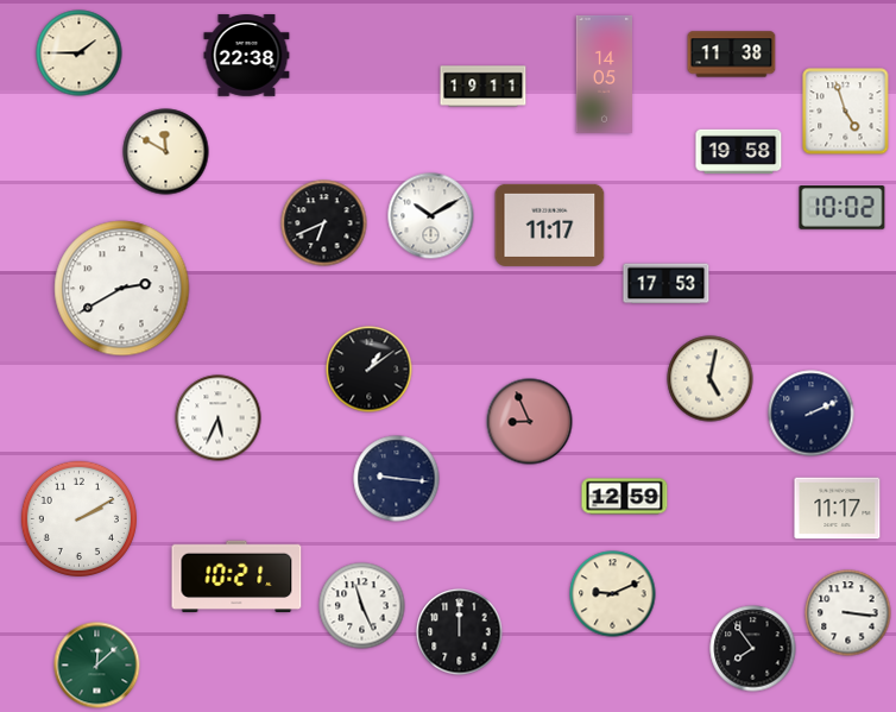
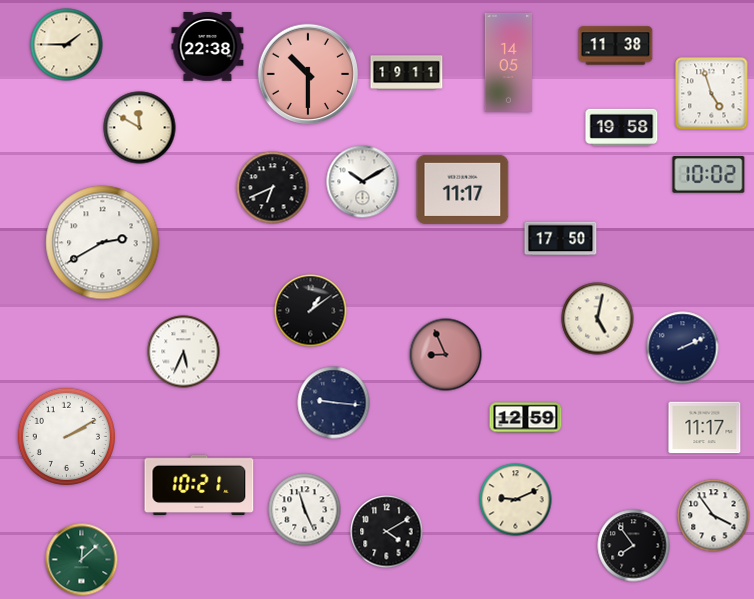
clock at (307, 73): none -> 10:30
clock at (667, 284): 17:53 -> 17:50
clock at (848, 613): 3:16 -> 3:54
clock at (460, 632): 12:00 -> 4:10
